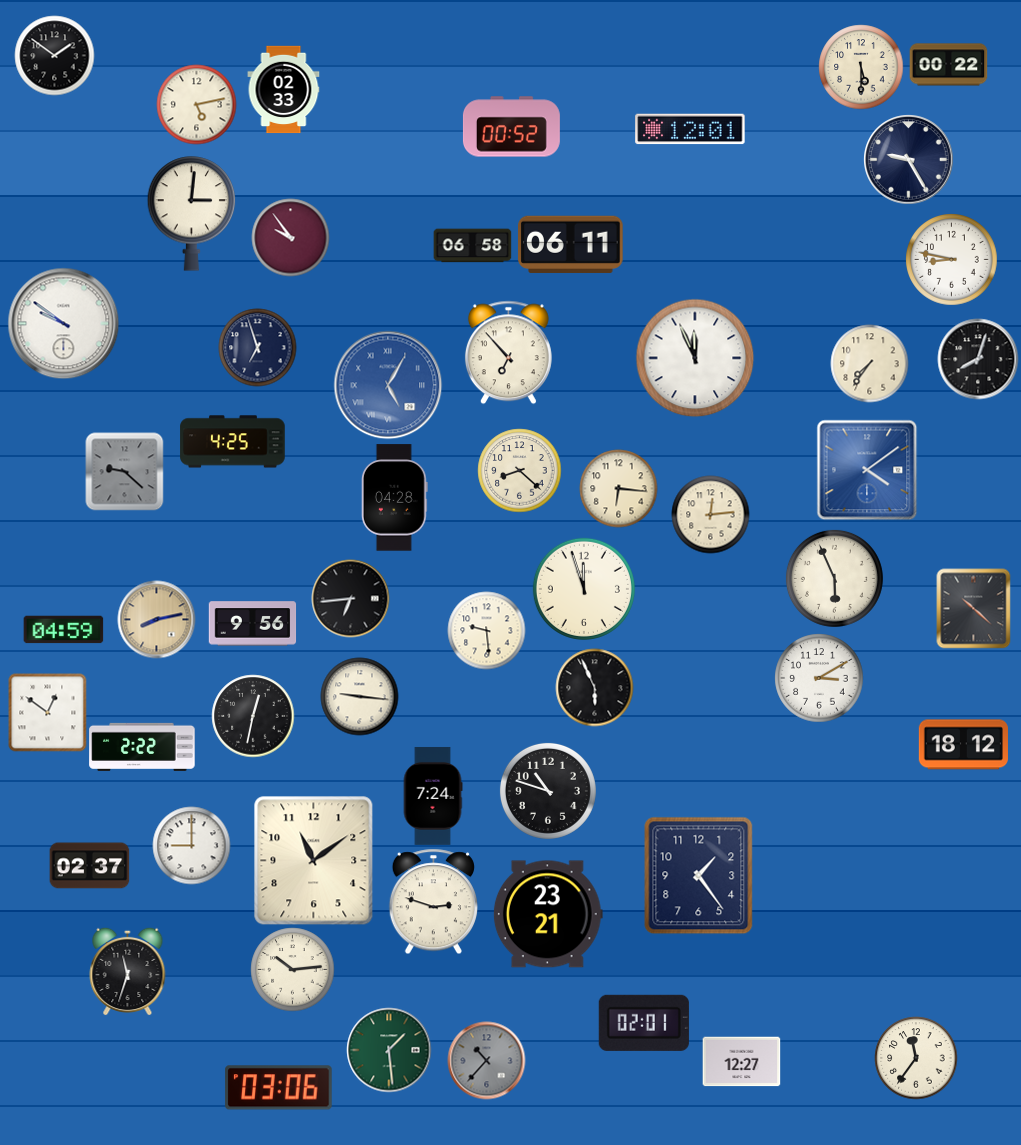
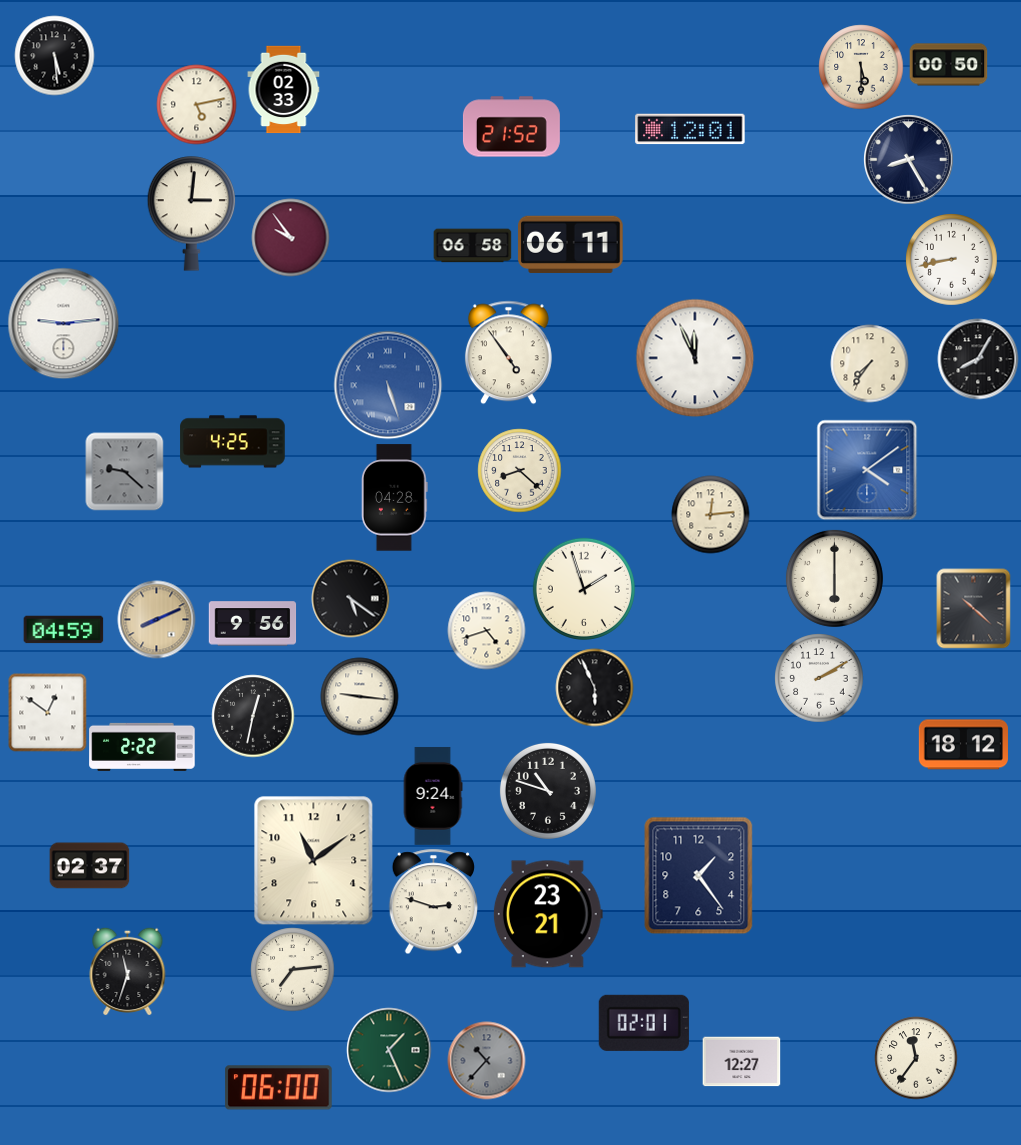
clock at (54, 55): 1:51 -> 5:29
clock at (948, 65): 00:22 -> 00:50
clock at (511, 127): 00:52 -> 21:52
clock at (908, 159): 9:25 -> 8:25
clock at (952, 260): 8:47 -> 8:43
clock at (63, 323): 9:51 -> 9:14
clock at (257, 347): 6:57 -> none
clock at (508, 352): 6:53 -> 4:54
clock at (978, 359): 8:03 -> 8:05
clock at (388, 385): 5:05 -> 5:27
clock at (618, 488): 6:16 -> none
clock at (834, 578): 5:56 -> 6:00
clock at (584, 589): 11:57 -> 1:57
clock at (350, 598): 6:44 -> 5:21
clock at (156, 619): 8:13 -> 8:11
clock at (486, 630): 9:29 -> 4:42
clock at (819, 678): 3:10 -> 2:10
clock at (433, 796): 7:24 -> 9:24
clock at (191, 845): 9:00 -> none
clock at (292, 969): 10:14 -> 7:14
clock at (389, 1050): 1:29 -> 1:26
clock at (279, 1088): 03:06 -> 06:00
